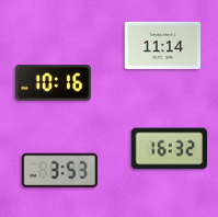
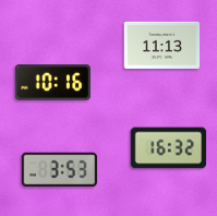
clock at (163, 45): 11:14 -> 11:13
